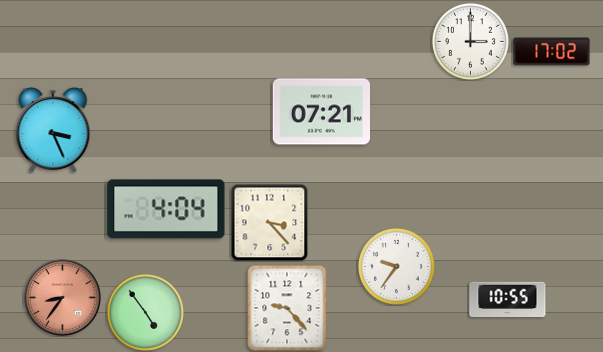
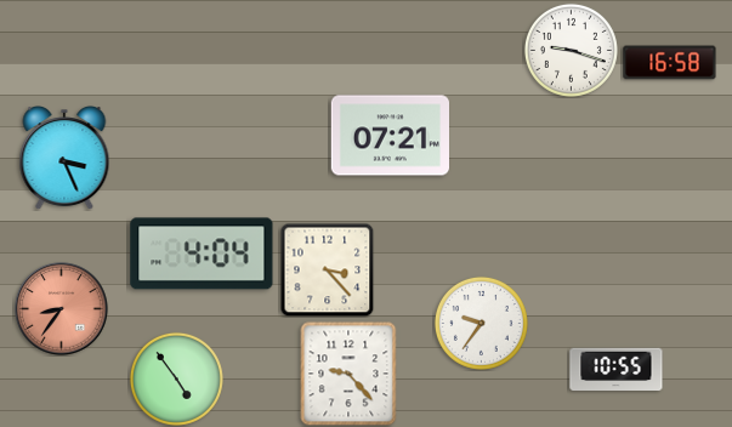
clock at (470, 41): 3:00 -> 9:18
clock at (552, 52): 17:02 -> 16:58
clock at (63, 298) position: (63, 298) -> (62, 309)
clock at (508, 300) position: (508, 300) -> (617, 370)
